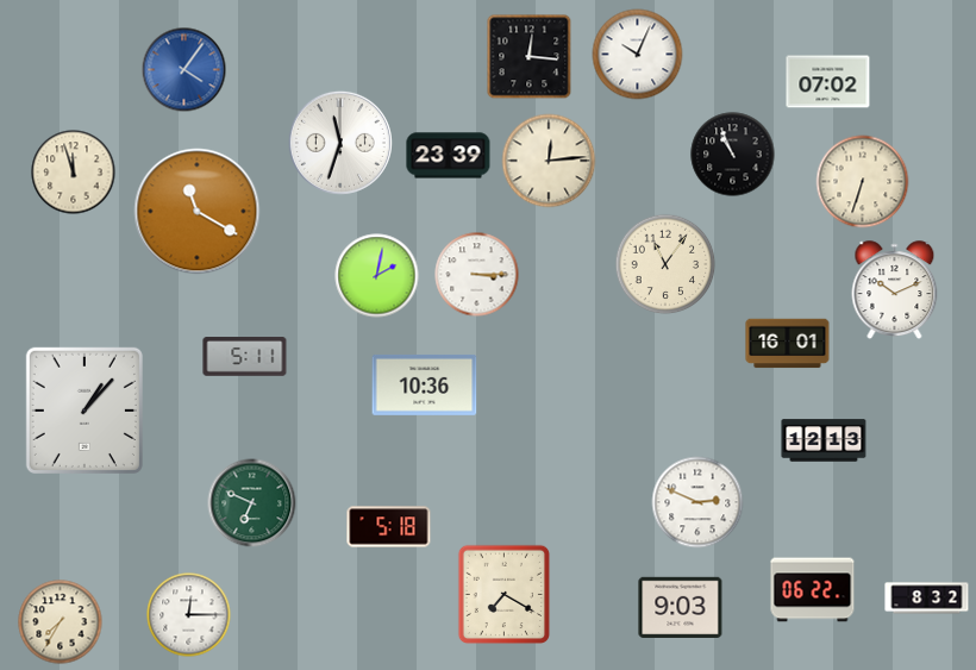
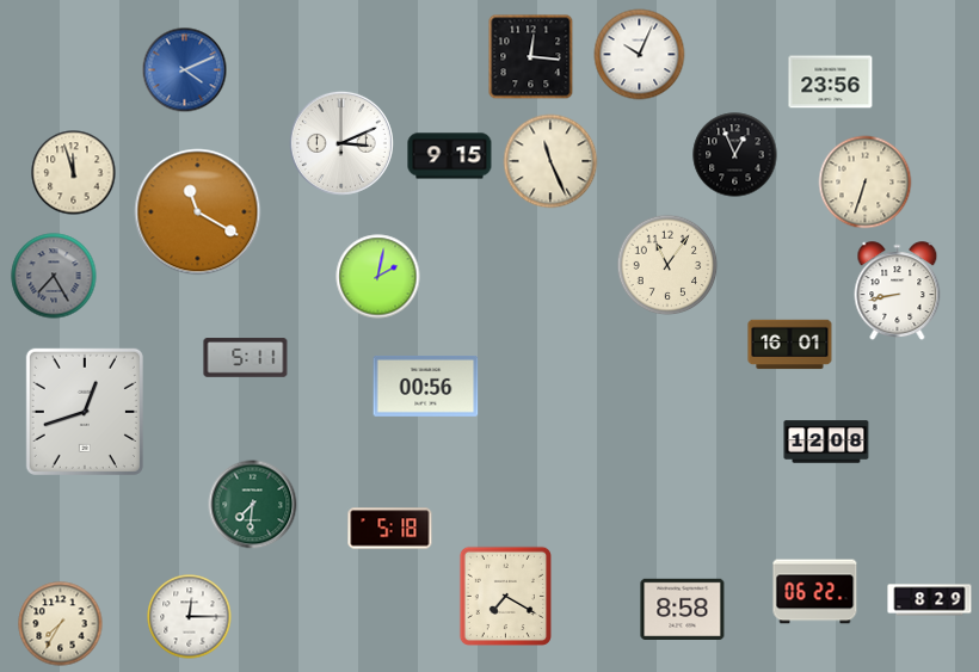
clock at (184, 70): 4:06 -> 4:11
clock at (828, 82): 07:02 -> 23:56
clock at (340, 143): 11:33 -> 3:11
clock at (733, 155): 10:56 -> 12:56
clock at (449, 156): 23:39 -> 9:15
clock at (549, 161): 12:14 -> 11:26
clock at (54, 276): none -> 7:25
clock at (477, 275): 3:15 -> none
clock at (895, 290): 10:11 -> 8:43
clock at (425, 384): 10:36 -> 00:56
clock at (85, 411): 1:07 -> 12:42
clock at (824, 440): 12:13 -> 12:08
clock at (697, 502): 2:49 -> none
clock at (252, 503): 6:49 -> 7:31
clock at (927, 599): 8:32 -> 8:29
clock at (681, 607): 9:03 -> 8:58
